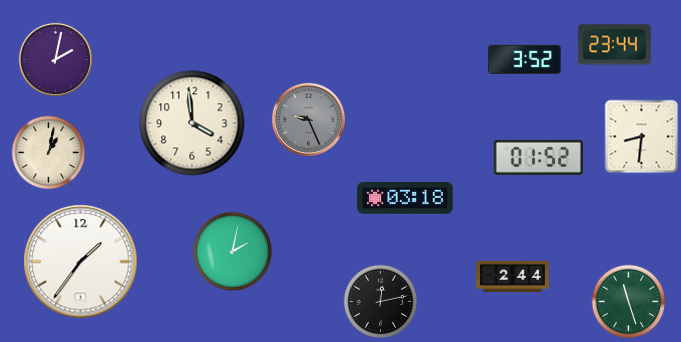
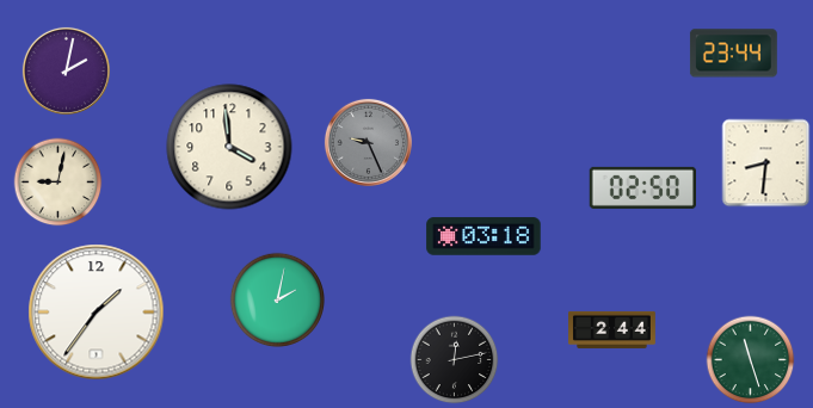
clock at (524, 59): 3:52 -> none
clock at (49, 153): 1:02 -> 9:02
clock at (538, 157): 01:52 -> 02:50
